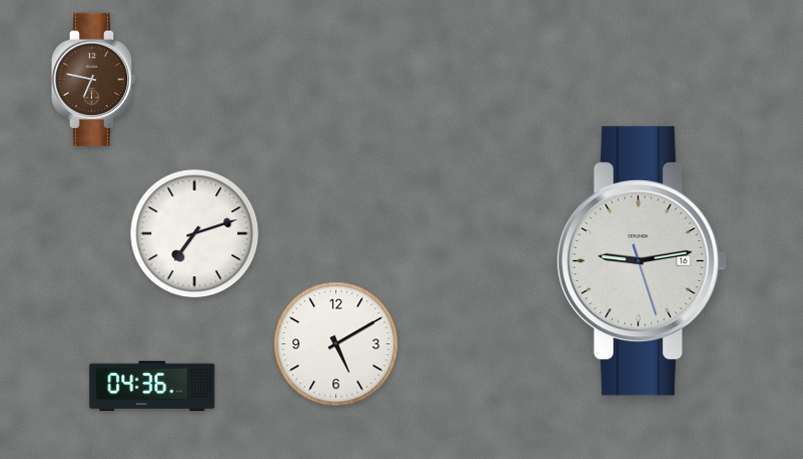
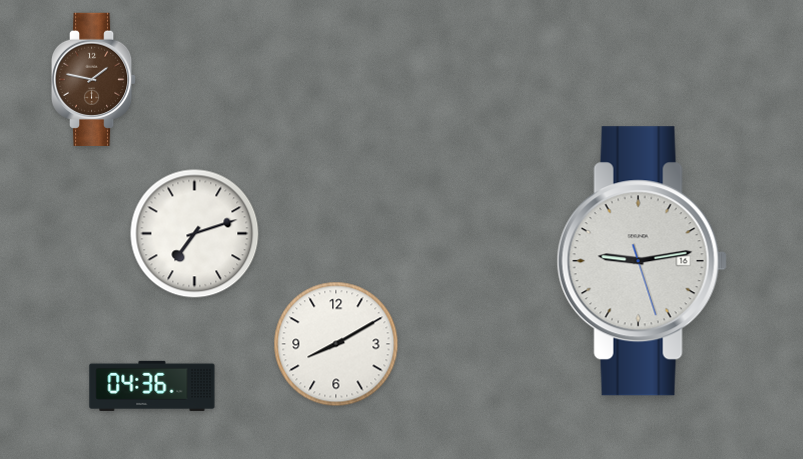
clock at (94, 79): 6:47 -> 1:47
clock at (336, 344): 5:10 -> 8:10
